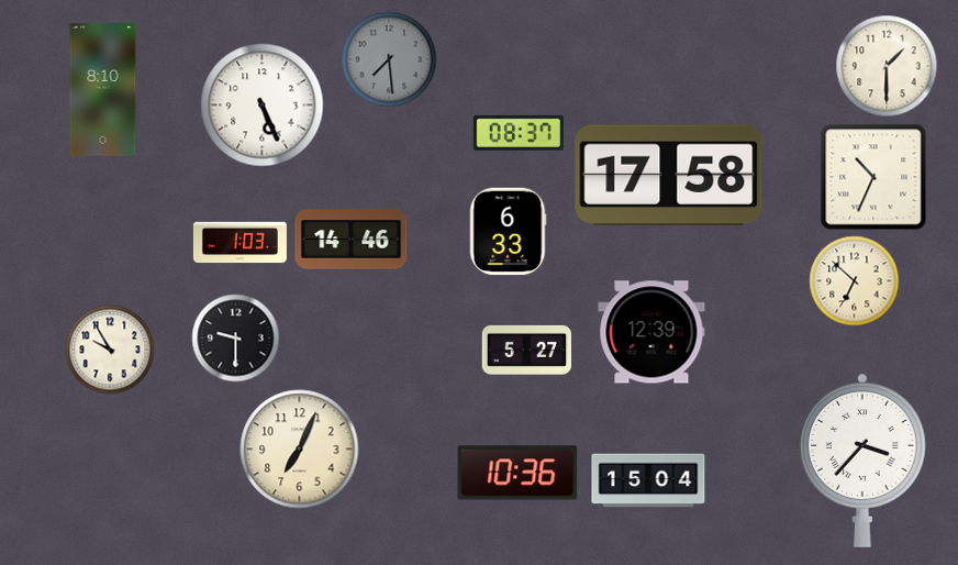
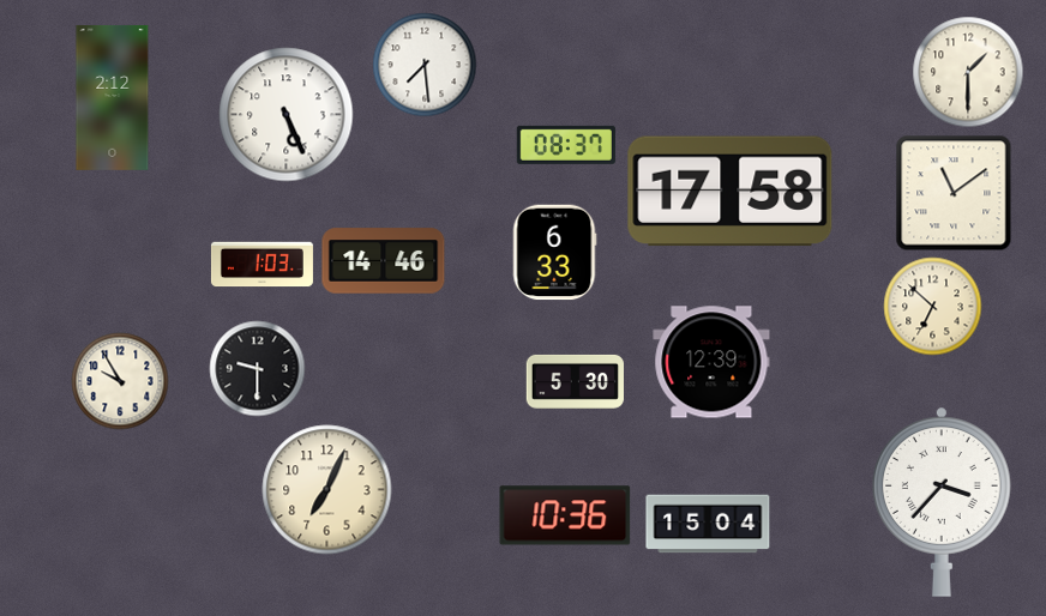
clock at (389, 59) dial: grey -> white
clock at (103, 89): 8:10 -> 2:12
clock at (873, 177): 10:34 -> 11:09
clock at (526, 350): 5:27 -> 5:30
